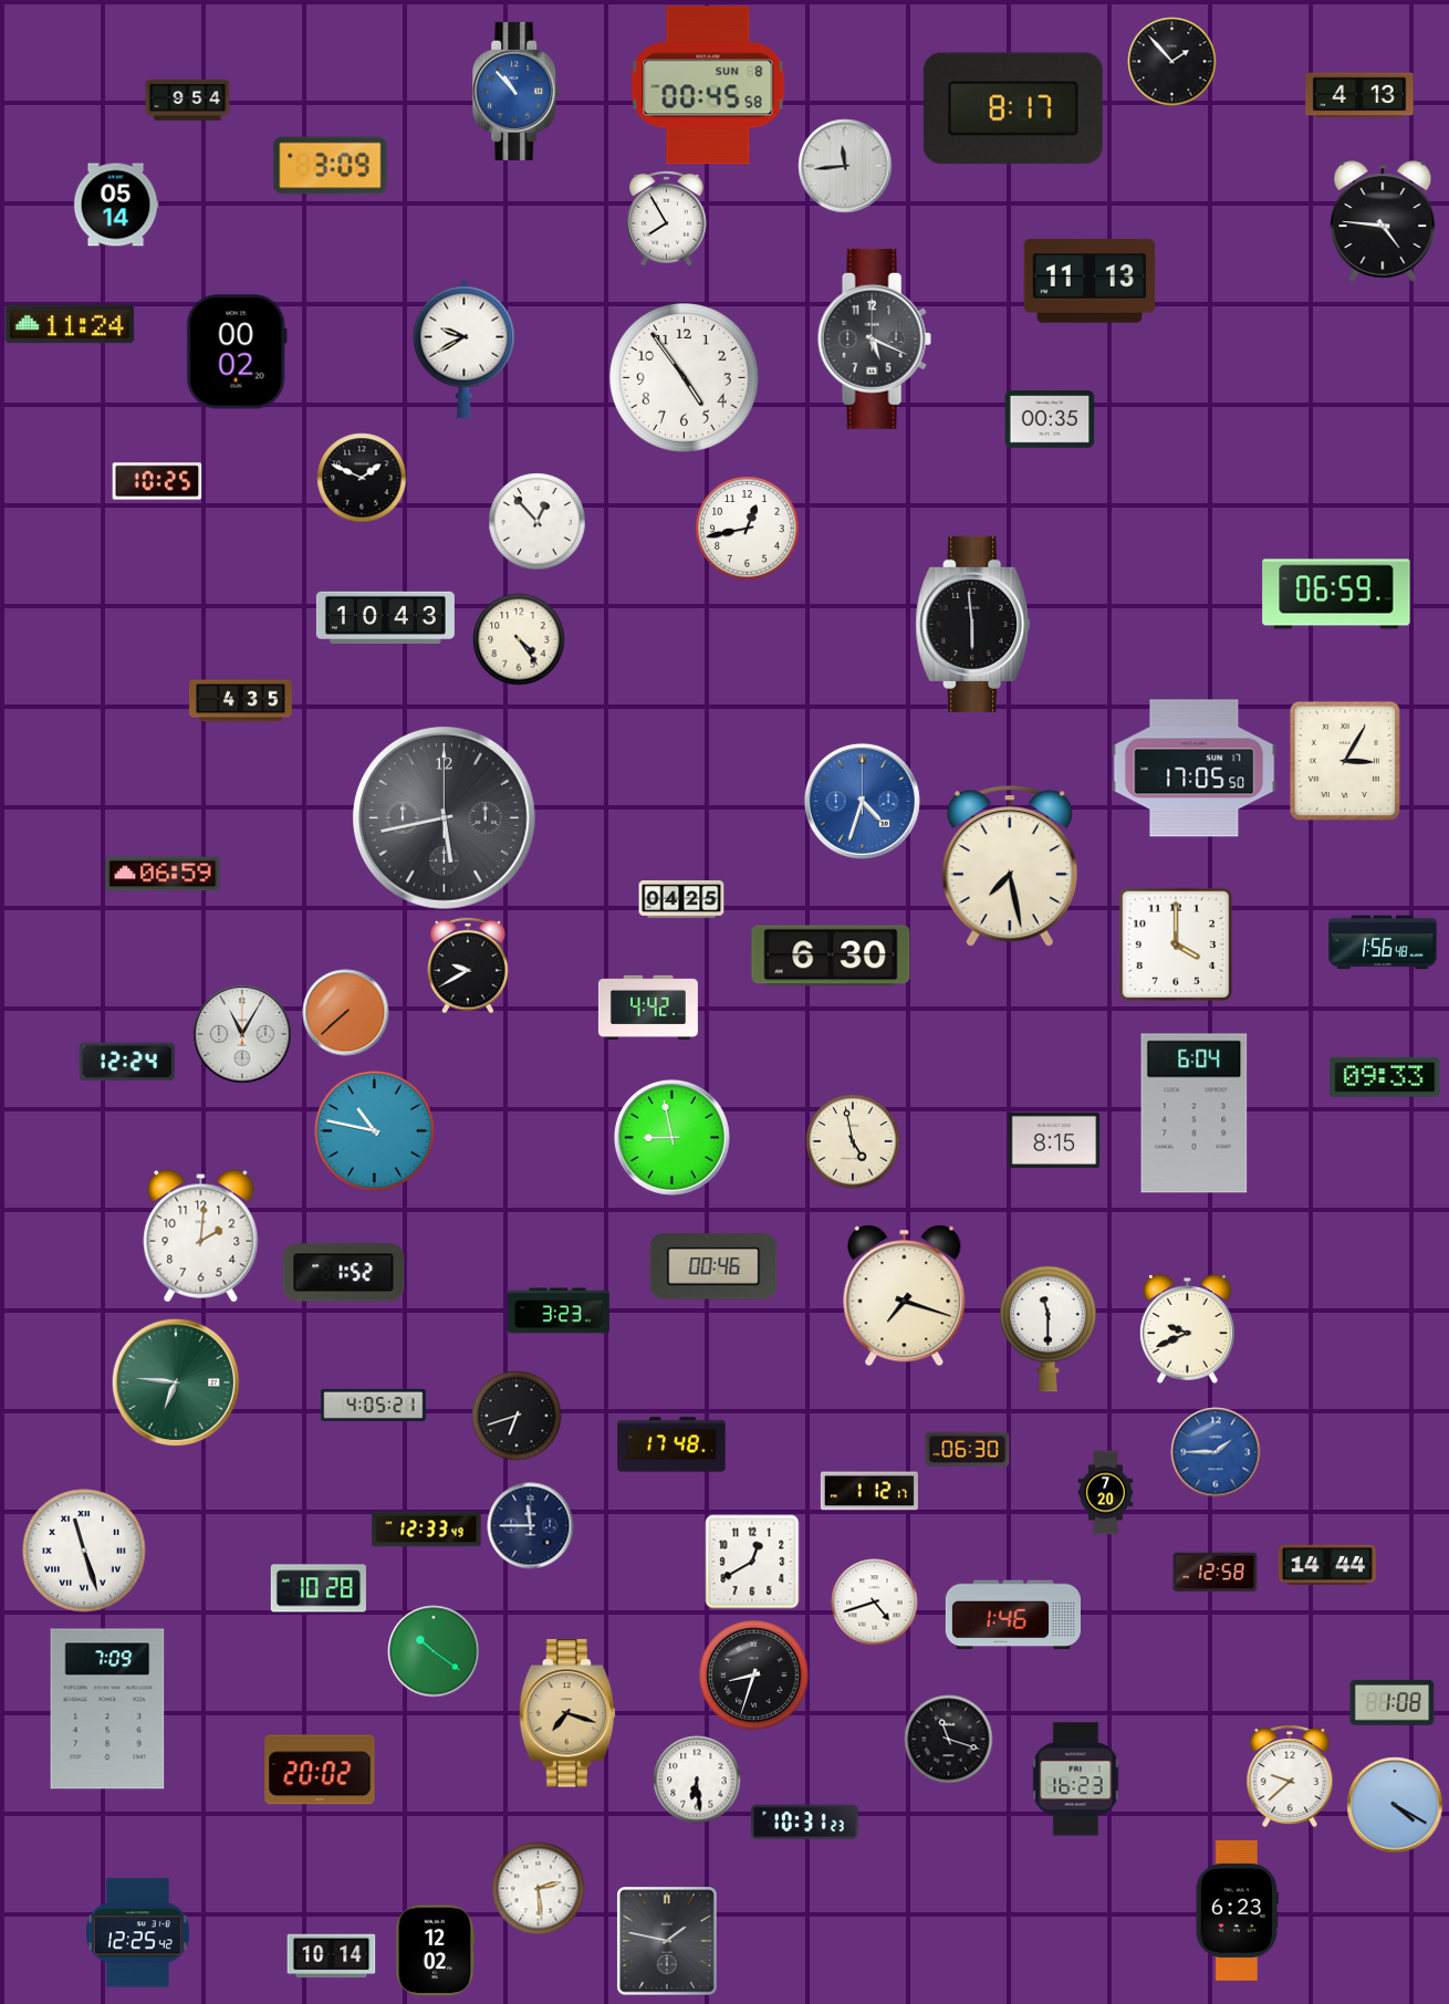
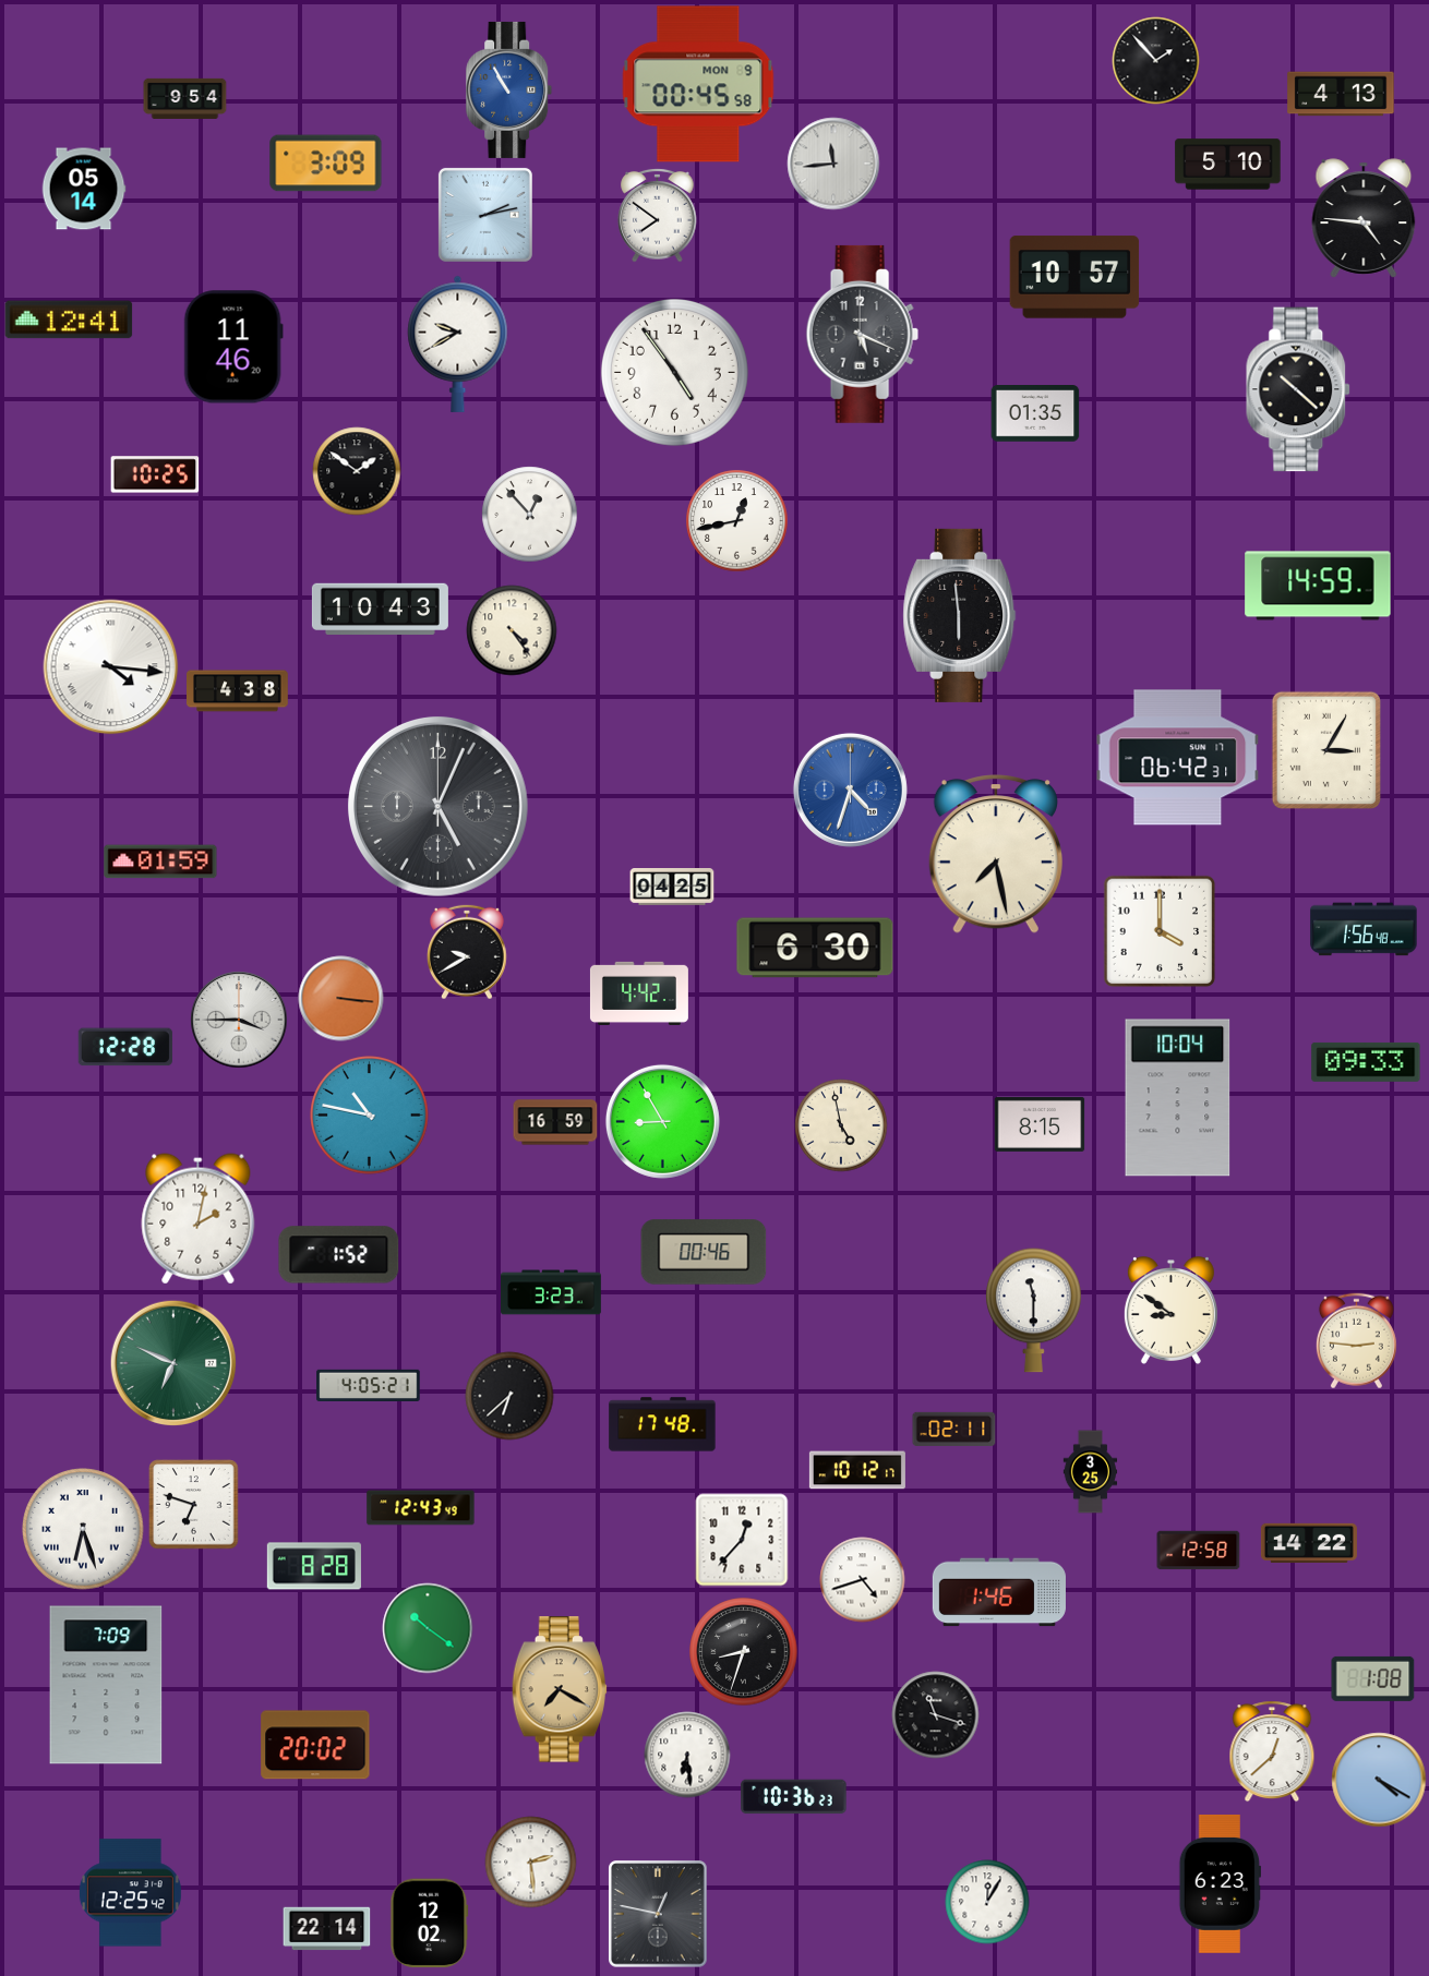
clock at (708, 85) date: SUN 8 -> MON 9
clock at (517, 91): 10:53 -> 10:55
clock at (1013, 108): 8:17 -> none
clock at (1228, 165): none -> 5:10
clock at (116, 205) position: (116, 205) -> (84, 189)
clock at (485, 215): none -> 2:13
clock at (667, 218): 7:55 -> 7:51
clock at (1090, 281): 11:13 -> 10:57
clock at (70, 324): 11:24 -> 12:41
clock at (237, 352): 00:02 -> 11:46
clock at (1299, 389): none -> 10:22
clock at (1050, 420): 00:35 -> 01:35
clock at (362, 478): 1:49 -> 1:51
clock at (1336, 594): 06:59 -> 14:59
clock at (111, 667): none -> 4:16
clock at (241, 701): 4:35 -> 4:38
clock at (1195, 769): 17:05 -> 06:42
clock at (444, 817): 5:43 -> 5:04
clock at (163, 874): 06:59 -> 01:59
clock at (831, 956) position: (831, 956) -> (815, 948)
clock at (469, 966) position: (469, 966) -> (468, 952)
clock at (346, 1013): 7:38 -> 3:16
clock at (242, 1034): 11:05 -> 3:45
clock at (127, 1062): 12:24 -> 12:28
clock at (1195, 1114): 6:04 -> 10:04
clock at (671, 1137): 8:58 -> 8:55
clock at (555, 1122): none -> 16:59
clock at (201, 1236): 2:01 -> 2:02
clock at (713, 1266) position: (713, 1266) -> (704, 1252)
clock at (905, 1296): 7:18 -> none
clock at (1187, 1329): 9:41 -> 8:51
clock at (1356, 1341): none -> 2:46
clock at (175, 1381): 6:46 -> 6:49
clock at (517, 1416): 6:42 -> 6:38
clock at (968, 1449): 06:30 -> 02:11
clock at (1216, 1452): 1:45 -> none
clock at (869, 1491): 1:12 -> 10:12
clock at (1106, 1493): 7:20 -> 3:25
clock at (194, 1505): none -> 6:48
clock at (531, 1526): 11:45 -> none
clock at (427, 1530): 12:33 -> 12:43
clock at (84, 1551): 11:27 -> 6:27
clock at (752, 1562): 12:40 -> 12:37
clock at (1327, 1564): 14:44 -> 14:22
clock at (319, 1588): 10:28 -> 8:28
clock at (567, 1713): 7:18 -> 7:20
clock at (1290, 1776): 9:38 -> 12:38
clock at (1076, 1779): 16:23 -> none
clock at (1395, 1805) position: (1395, 1805) -> (1379, 1780)
clock at (805, 1823): 10:31 -> 10:36
clock at (987, 1902): none -> 12:05
clock at (137, 1933) position: (137, 1933) -> (130, 1893)
clock at (667, 1941): 1:47 -> 12:47
clock at (332, 1956): 10:14 -> 22:14
